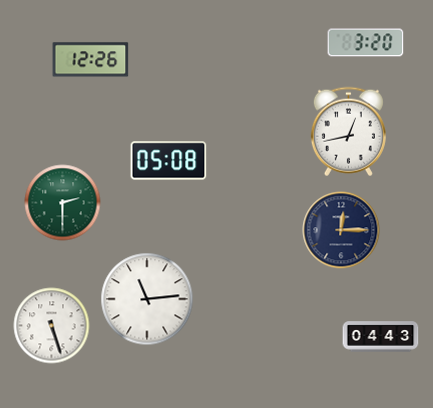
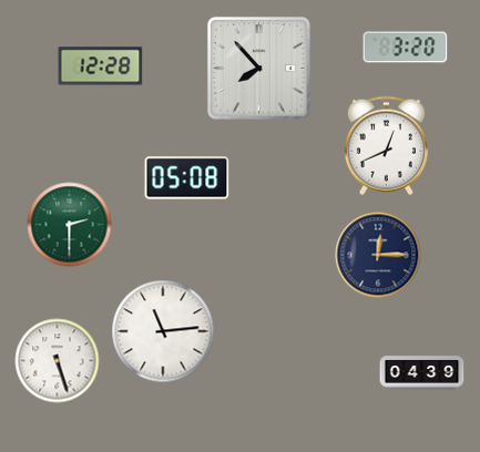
clock at (91, 60): 12:26 -> 12:28
clock at (258, 68): none -> 7:53
clock at (348, 132): 12:43 -> 12:41
clock at (381, 337): 04:43 -> 04:39
